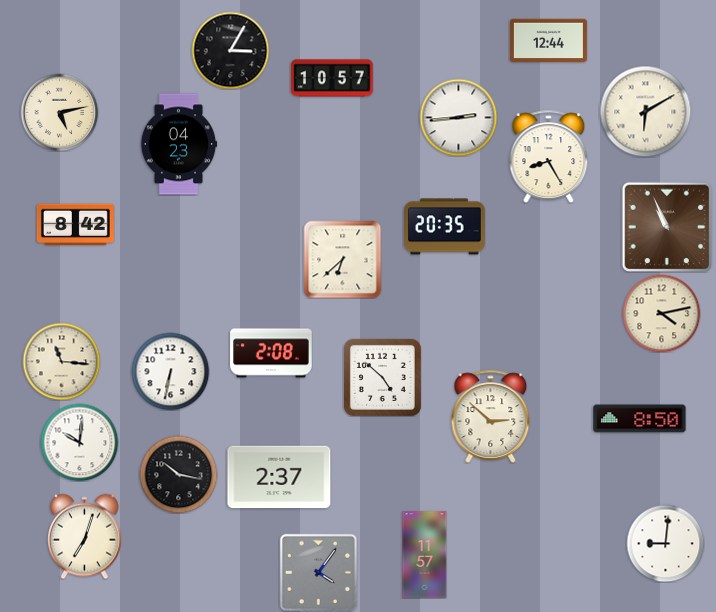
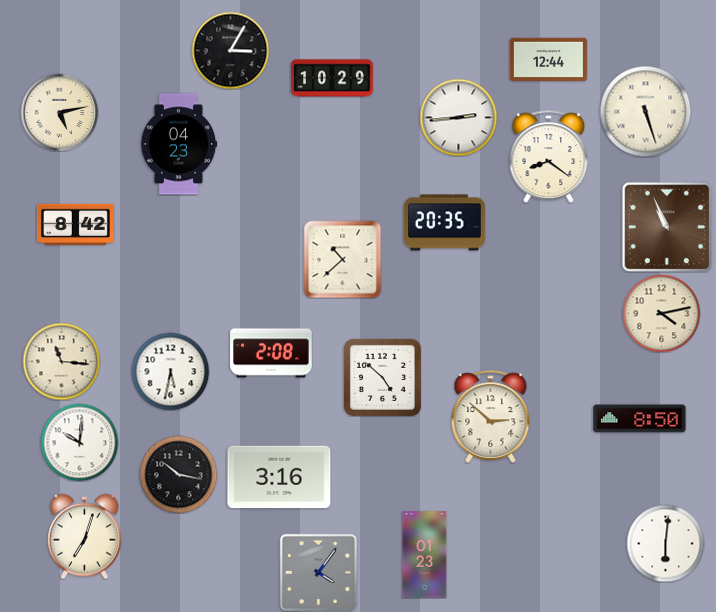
clock at (548, 40) position: (548, 40) -> (548, 59)
clock at (332, 78): 10:57 -> 10:29
clock at (645, 111): 6:10 -> 5:27
clock at (549, 156): 8:25 -> 8:21
clock at (445, 227) position: (445, 227) -> (445, 223)
clock at (342, 259): 6:38 -> 10:38
clock at (170, 371): 6:32 -> 5:32
clock at (279, 477): 2:37 -> 3:16
clock at (665, 543): 9:01 -> 6:01
clock at (425, 555): 11:57 -> 01:23
